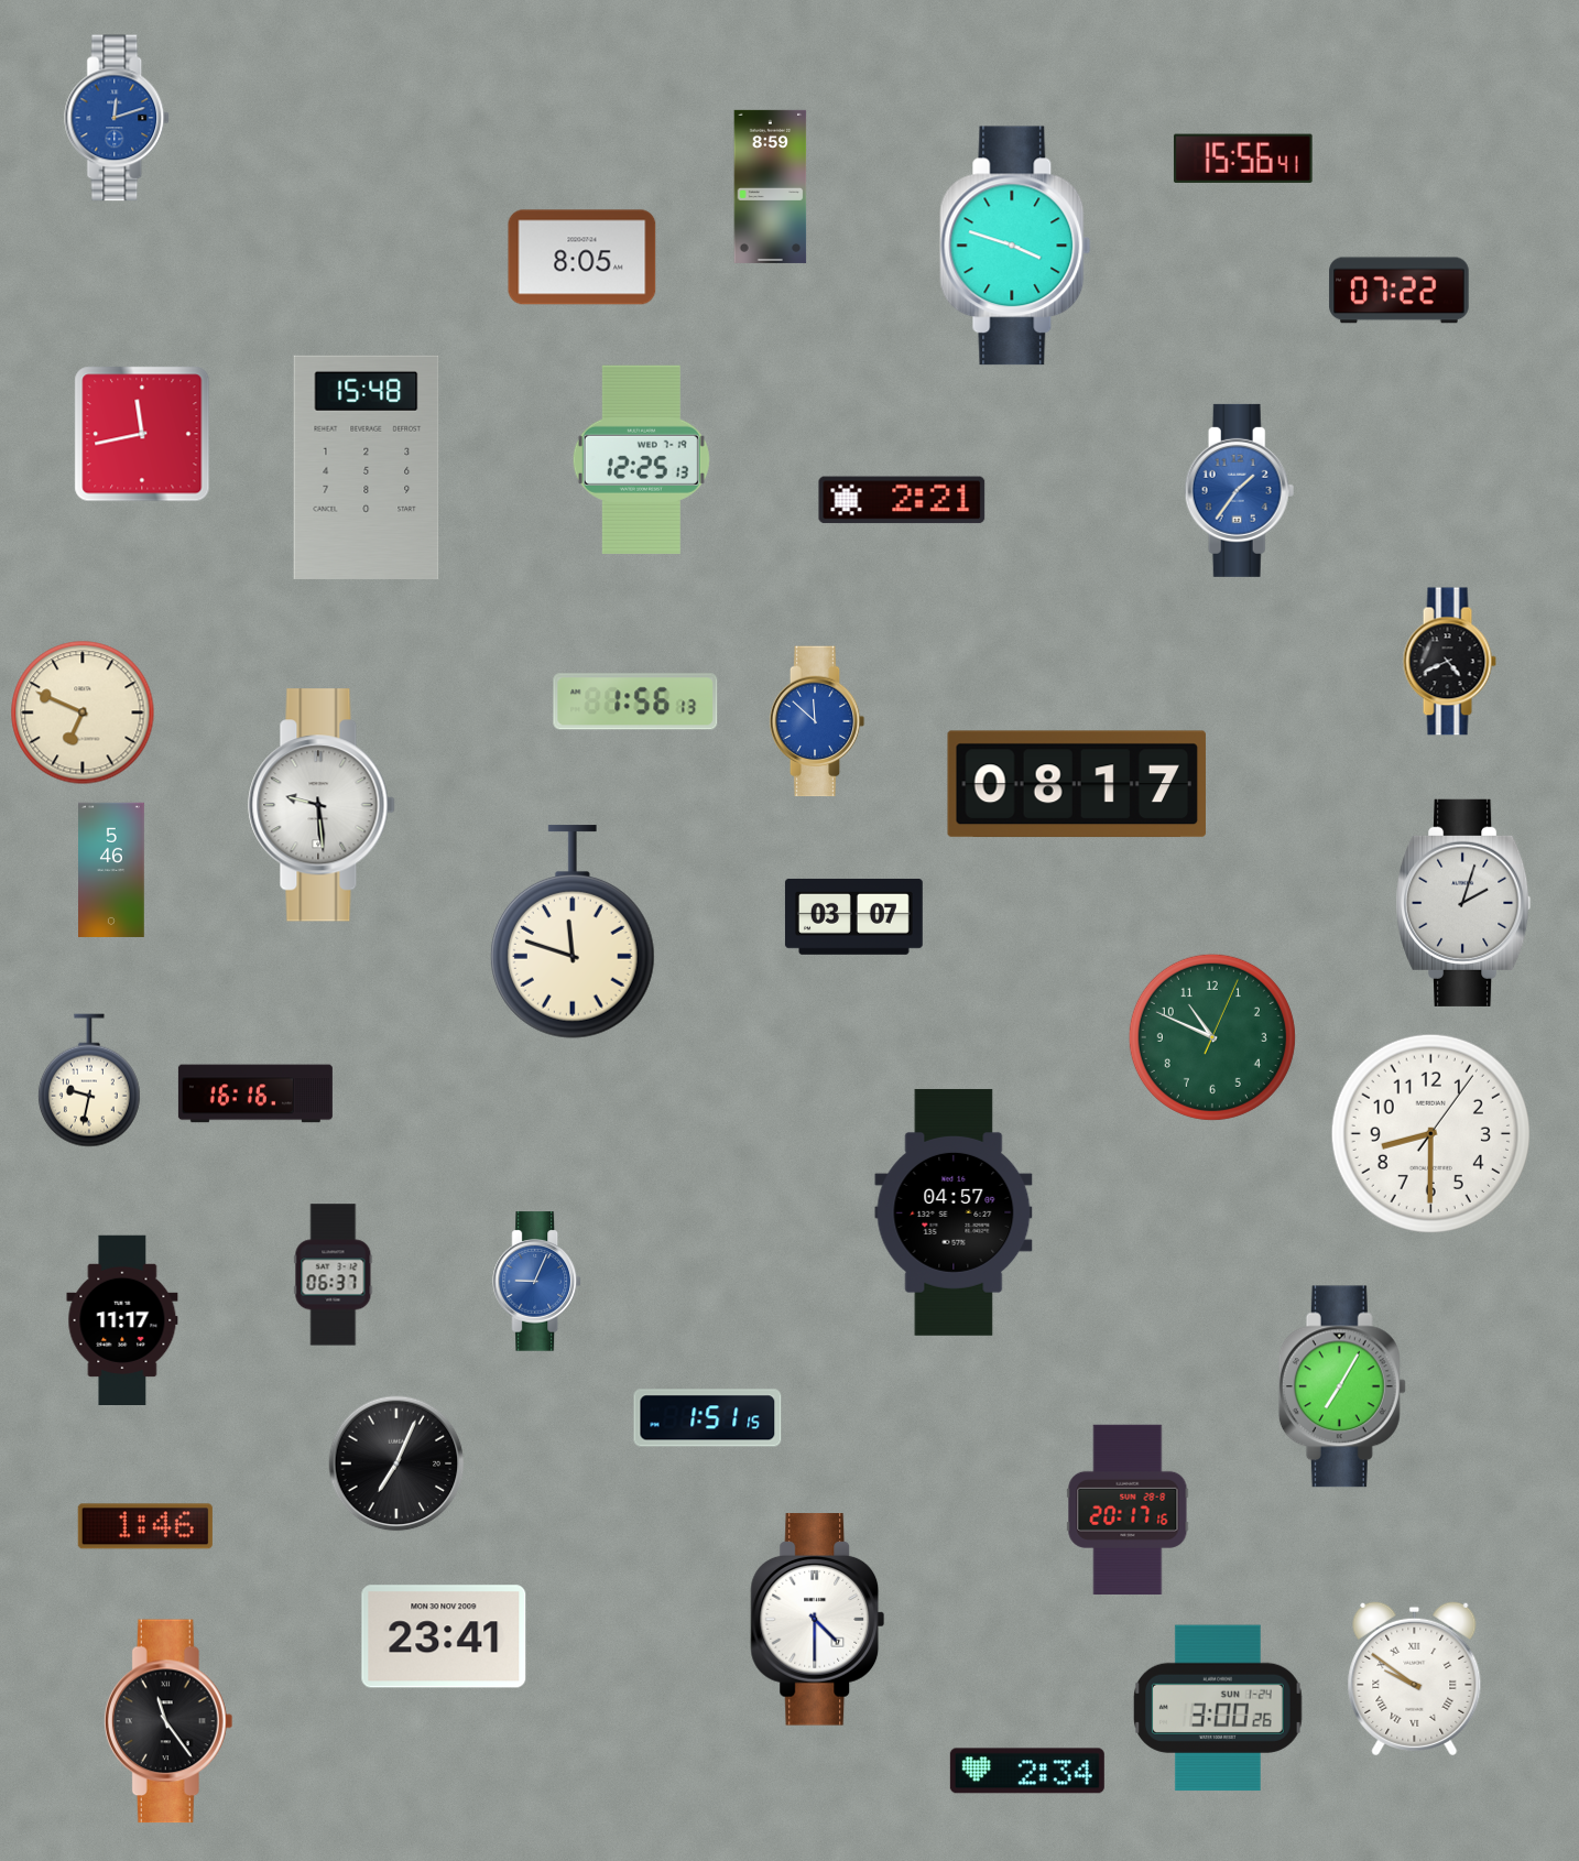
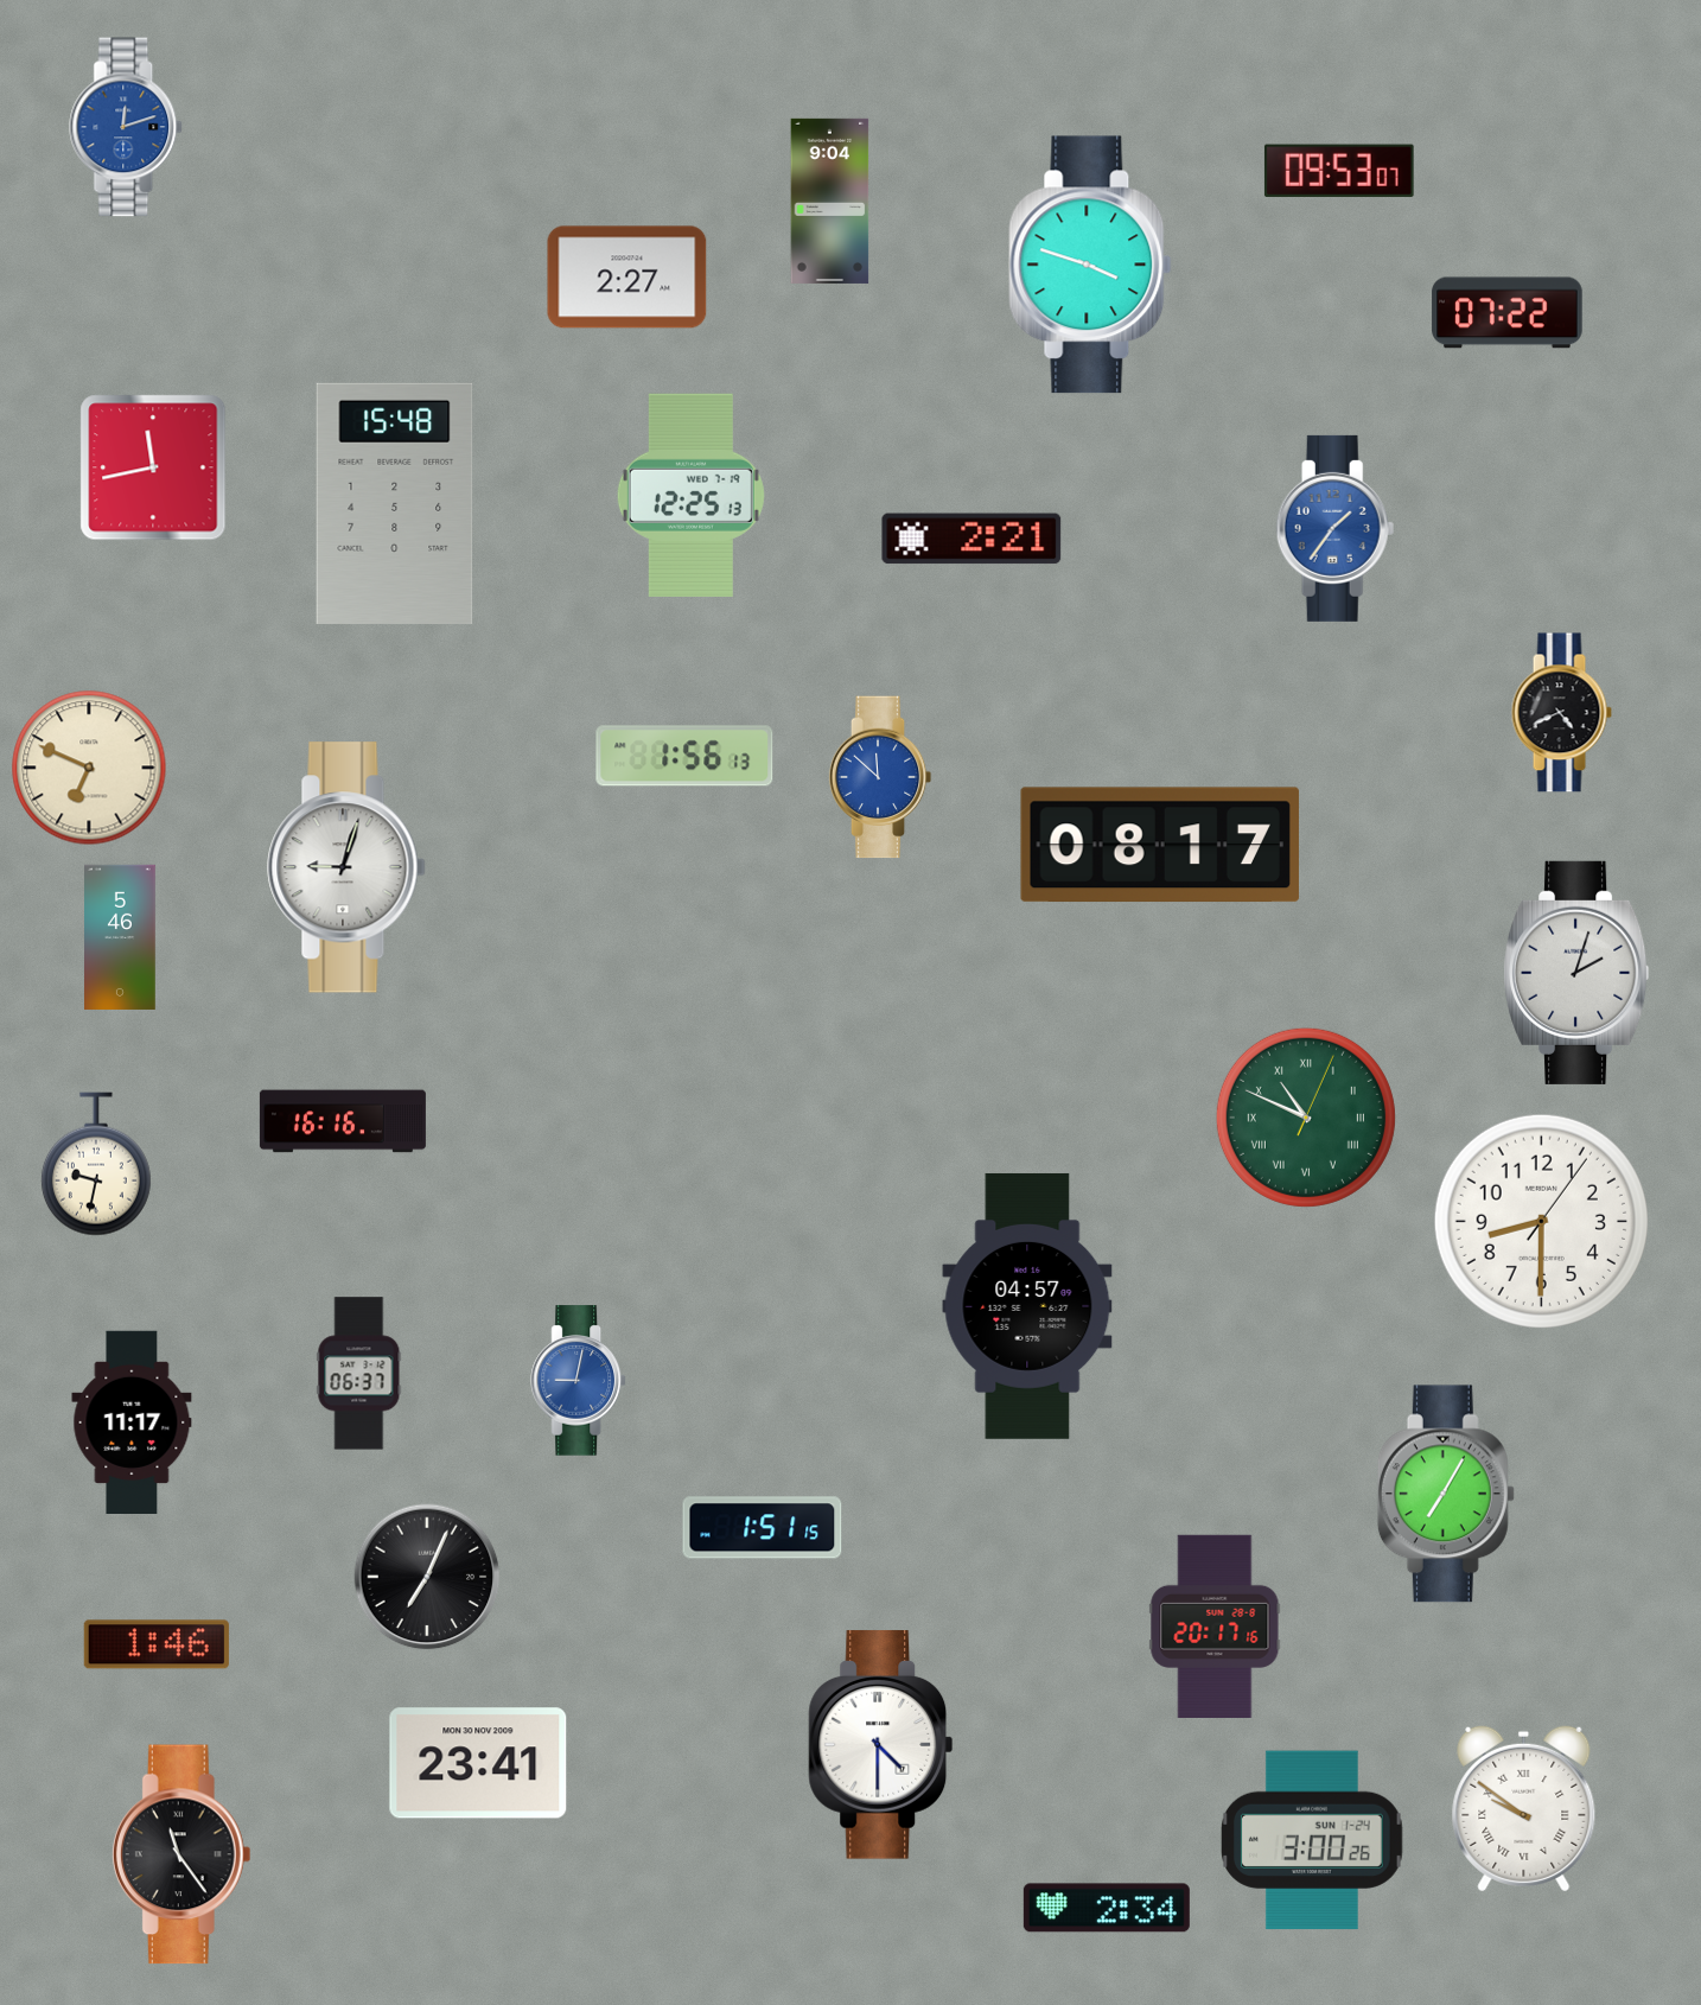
clock at (1243, 159): 15:56 -> 09:53
clock at (771, 186): 8:59 -> 9:04
clock at (1015, 246) position: (1015, 246) -> (1090, 265)
clock at (582, 258): 8:05 -> 2:27
clock at (322, 805): 9:29 -> 9:03
clock at (853, 916): 03:07 -> none
clock at (573, 932): 11:48 -> none
clock at (1212, 1037) numerals: Arabic -> Roman
clock at (255, 1093) position: (255, 1093) -> (343, 1121)
clock at (536, 1282): 9:04 -> 9:02
